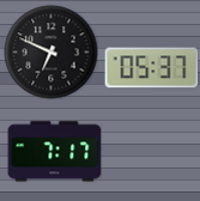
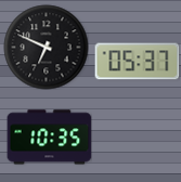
clock at (54, 152): 7:17 -> 10:35
